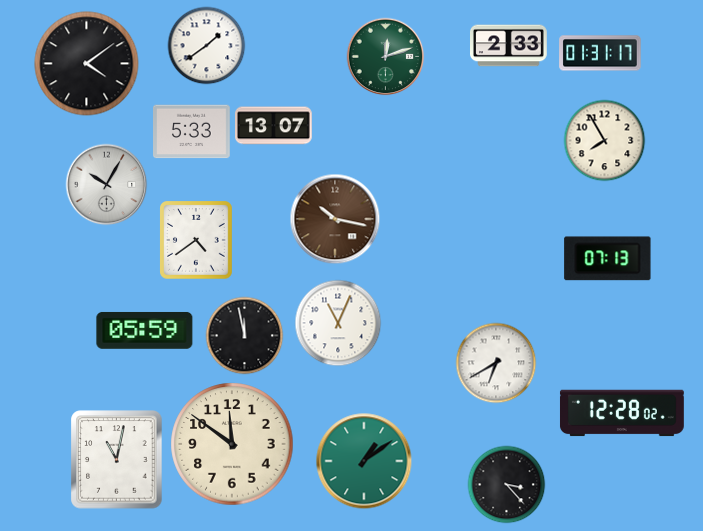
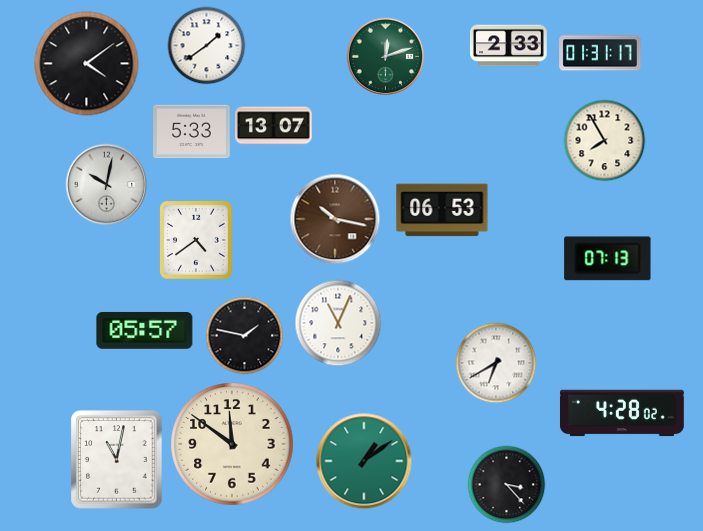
clock at (106, 184): 10:05 -> 10:02
clock at (442, 210): none -> 06:53
clock at (145, 331): 05:59 -> 05:57
clock at (244, 335): 11:58 -> 1:47
clock at (622, 413): 12:28 -> 4:28
